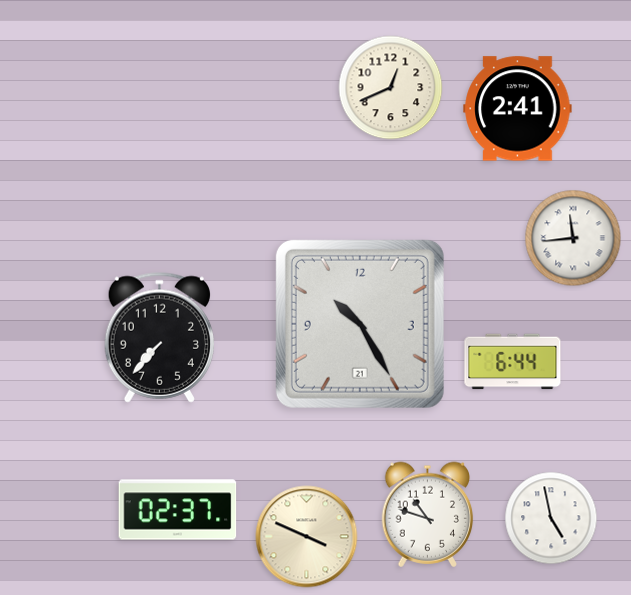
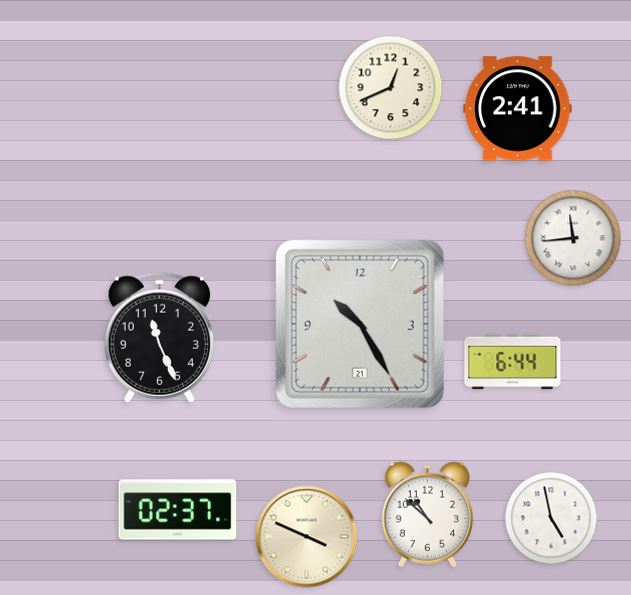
clock at (159, 337): 7:37 -> 11:26
clock at (428, 514): 10:48 -> 10:52
